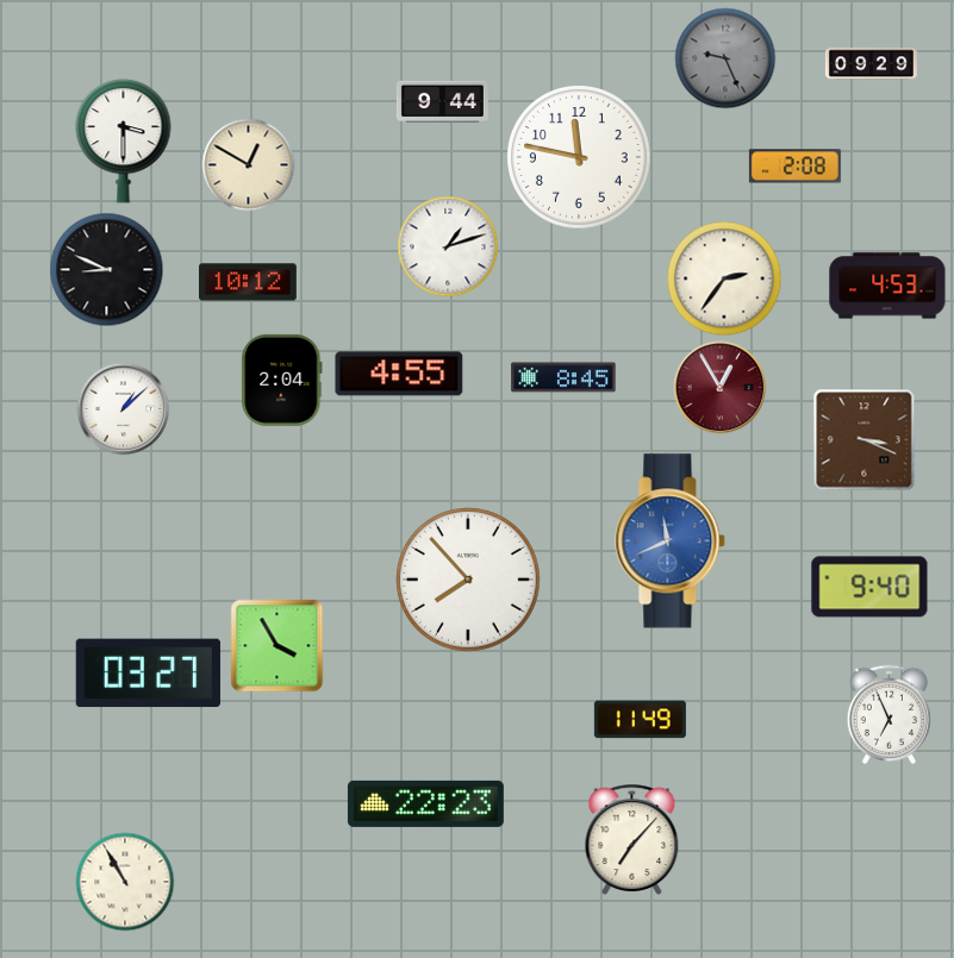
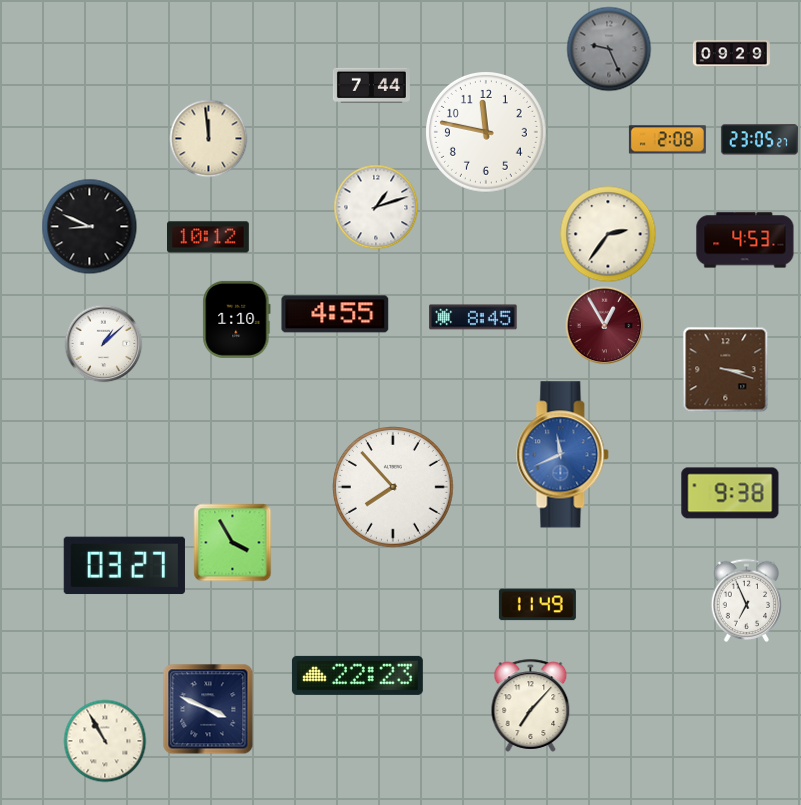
clock at (442, 101): 9:44 -> 7:44
clock at (124, 140): 3:30 -> none
clock at (248, 164): 12:50 -> 11:59
clock at (759, 140): none -> 23:05
clock at (282, 380): 2:04 -> 1:10
clock at (863, 439): 3:19 -> 3:18
clock at (869, 587): 9:40 -> 9:38
clock at (208, 709): none -> 3:49
